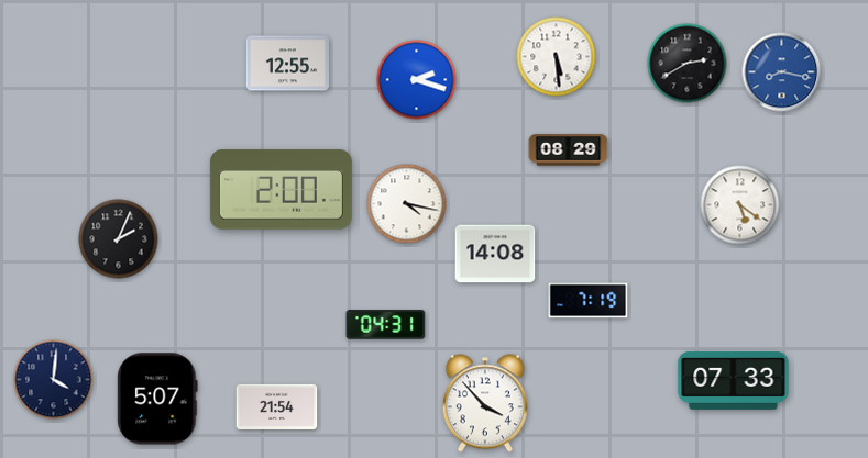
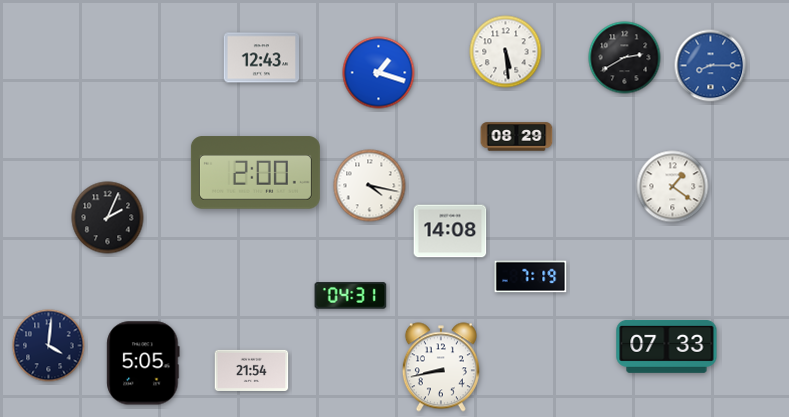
clock at (288, 64): 12:55 -> 12:43
clock at (782, 72): 8:17 -> 8:15
clock at (417, 80): 2:18 -> 1:18
clock at (740, 205): 5:21 -> 1:21
clock at (589, 301) position: (589, 301) -> (531, 277)
clock at (157, 399): 5:07 -> 5:05
clock at (485, 403): 3:53 -> 8:43
